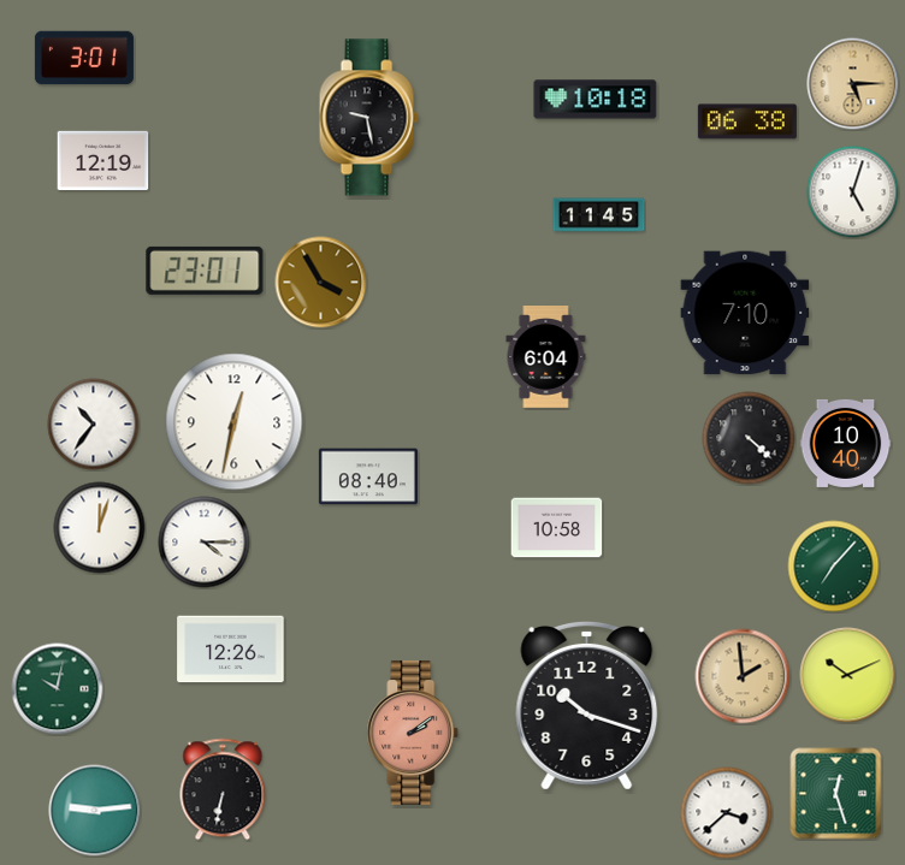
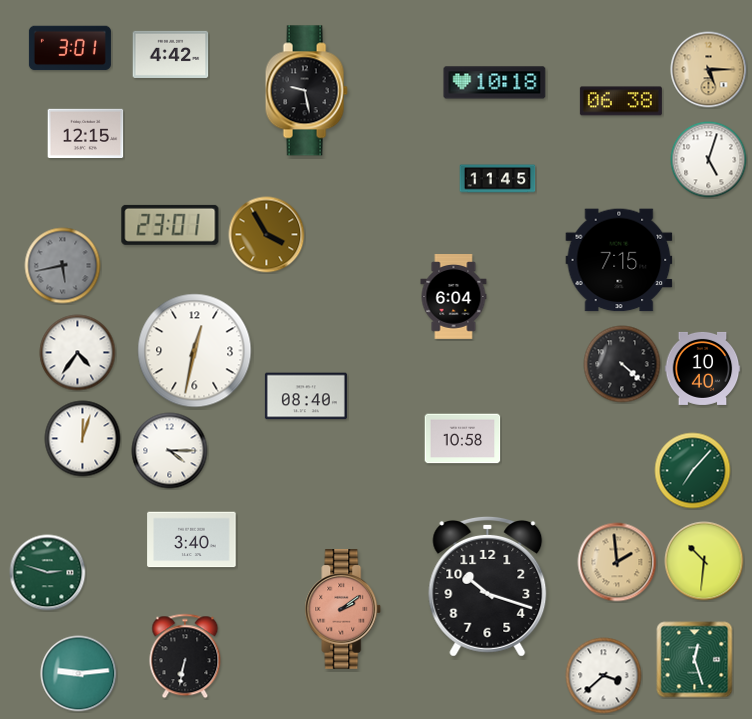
clock at (171, 54): none -> 4:42
clock at (368, 118) position: (368, 118) -> (306, 91)
clock at (103, 160): 12:19 -> 12:15
clock at (745, 313): 7:10 -> 7:15
clock at (63, 266): none -> 5:43
clock at (94, 425): 10:36 -> 4:36
clock at (231, 650): 12:26 -> 3:40
clock at (847, 675): 10:11 -> 10:31
clock at (58, 689): 10:02 -> 2:48
